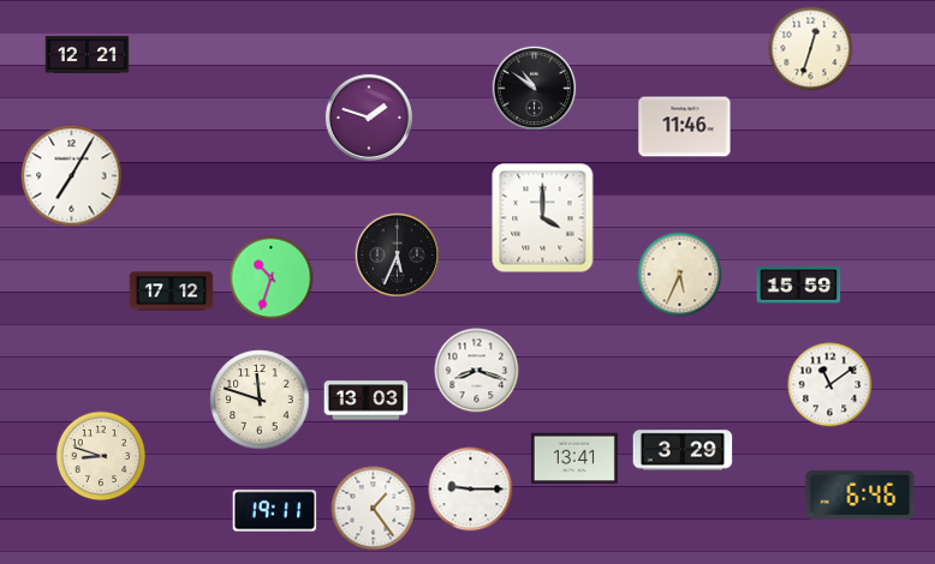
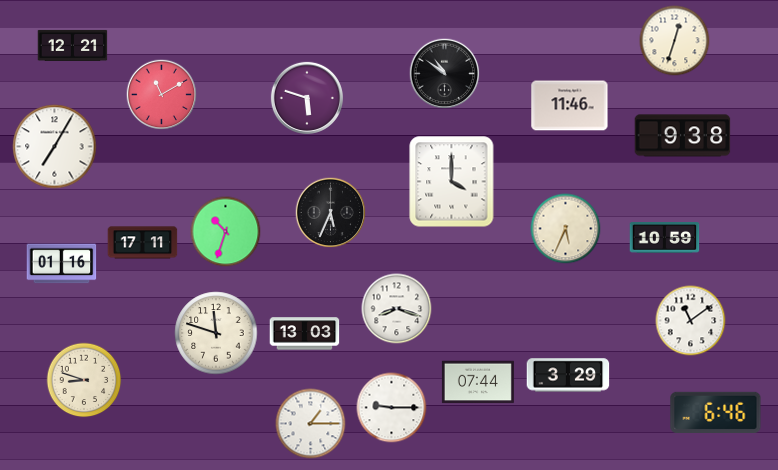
clock at (162, 95): none -> 11:10
clock at (369, 118): 1:48 -> 5:48
clock at (683, 136): none -> 9:38
clock at (72, 176) position: (72, 176) -> (55, 147)
clock at (799, 286): 15:59 -> 10:59
clock at (172, 292): 17:12 -> 17:11
clock at (62, 264): none -> 01:16
clock at (574, 458): 13:41 -> 07:44
clock at (374, 509): 1:24 -> 1:15
clock at (275, 511): 19:11 -> none
